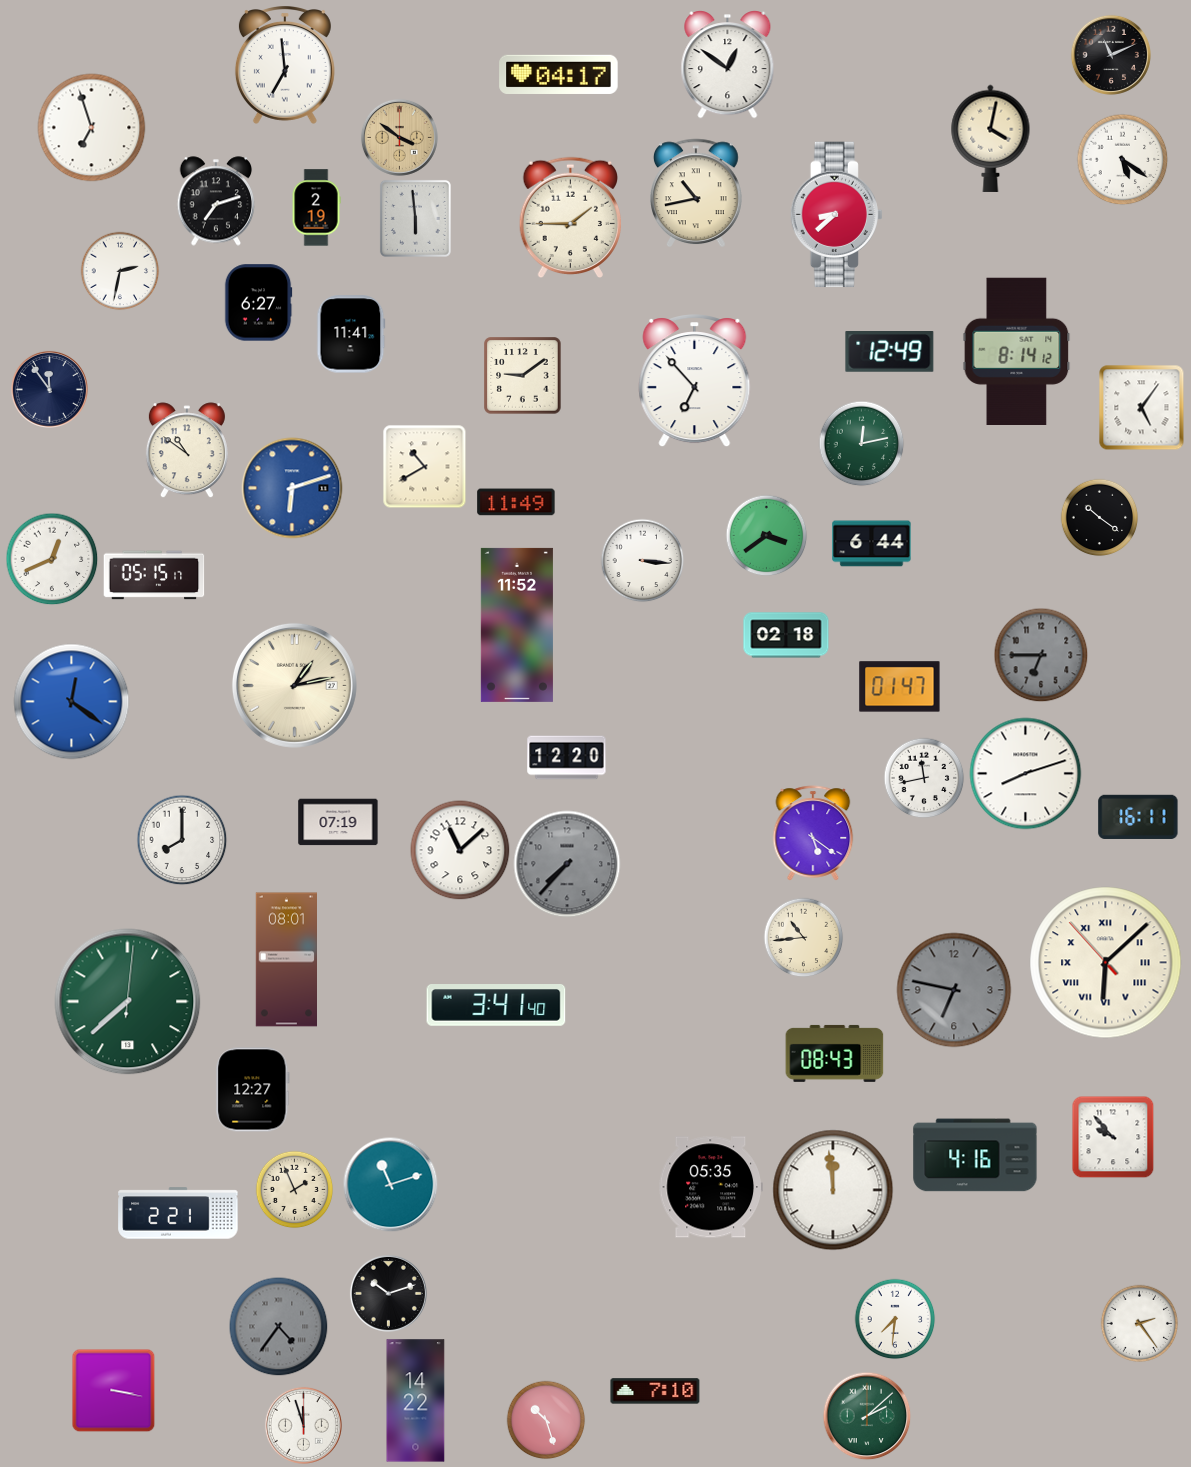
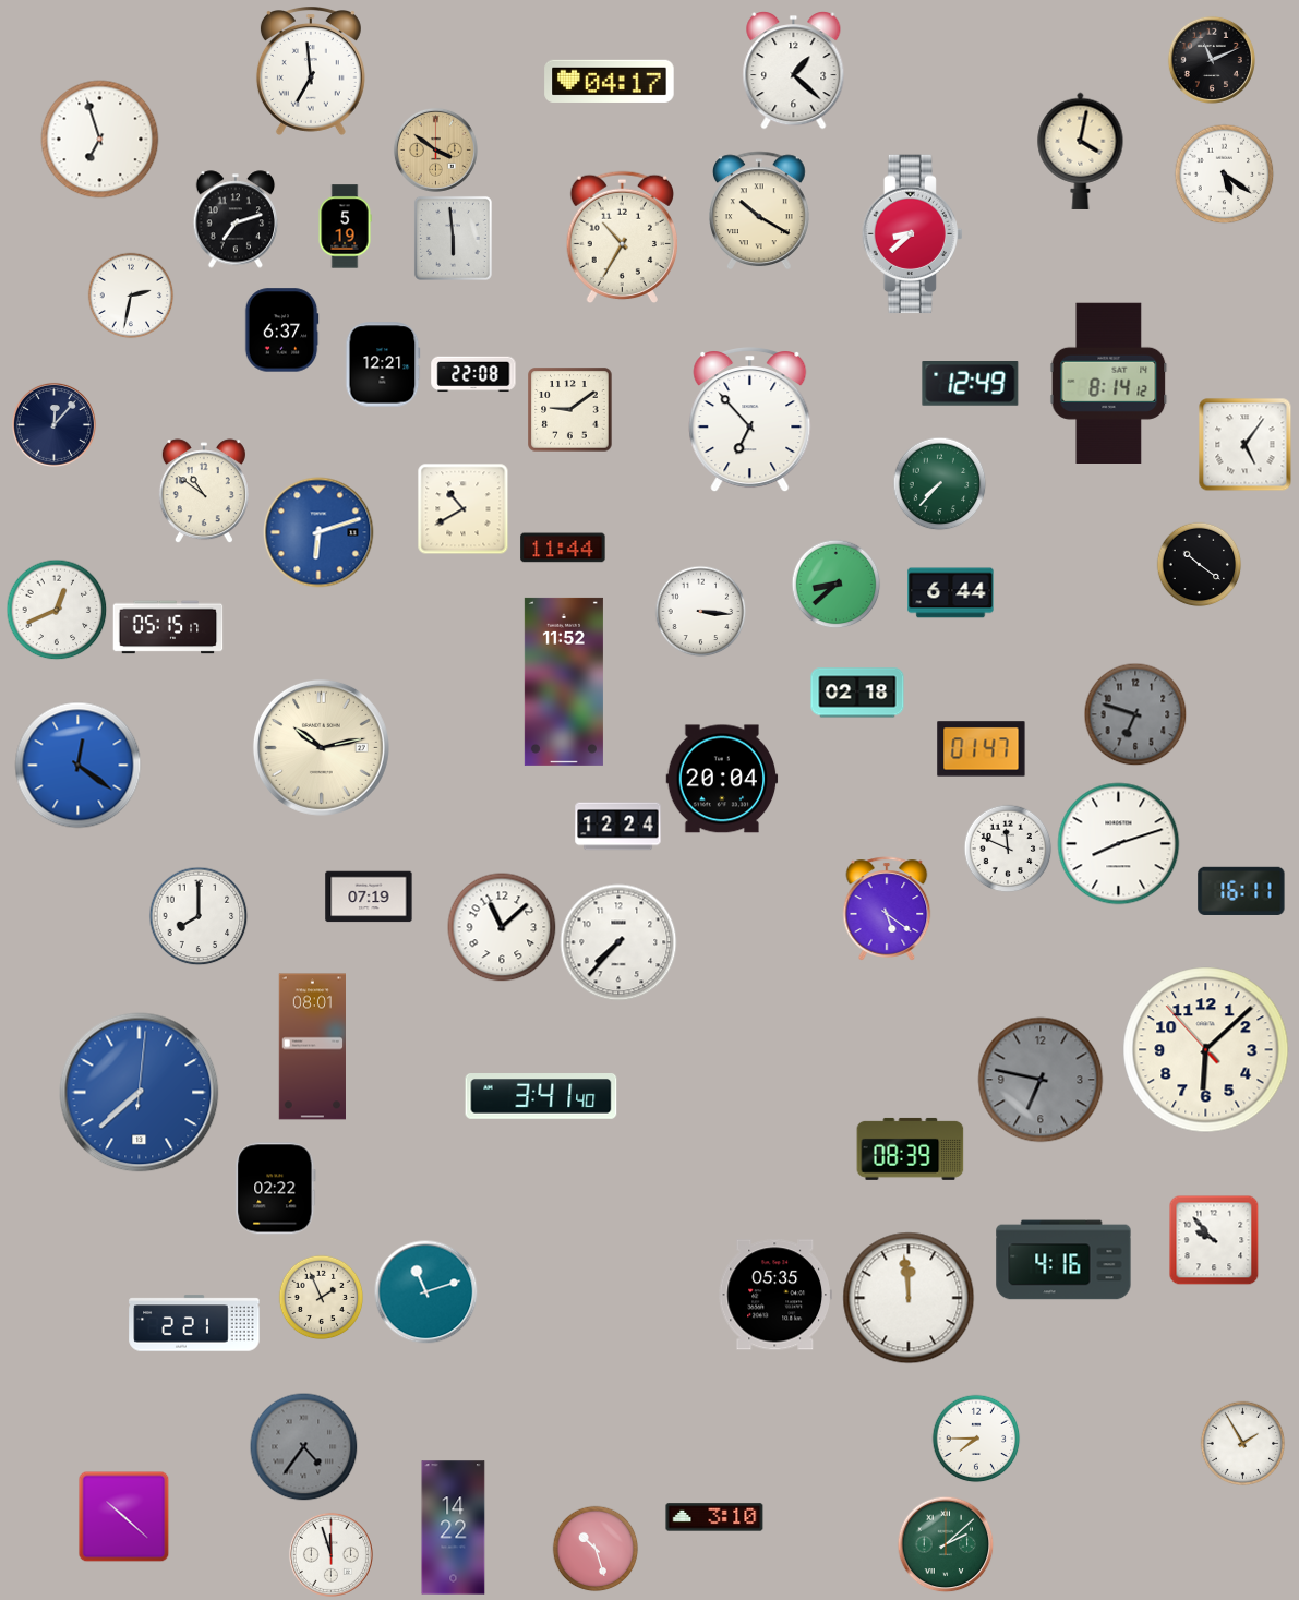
clock at (728, 65): 12:51 -> 1:22
clock at (697, 193): 10:43 -> 10:20
clock at (316, 208): 2:19 -> 5:19
clock at (570, 218): 1:45 -> 10:35
clock at (258, 303): 6:27 -> 6:37
clock at (351, 334): 11:41 -> 12:21
clock at (473, 374): none -> 22:08
clock at (695, 381) position: (695, 381) -> (750, 420)
clock at (49, 389): 11:54 -> 12:07
clock at (861, 443): 12:13 -> 7:37
clock at (516, 502): 11:49 -> 11:44
clock at (766, 535): 3:39 -> 8:38
clock at (1041, 655): 6:45 -> 6:48
clock at (294, 685): 1:13 -> 10:13
clock at (722, 779): none -> 20:04
clock at (567, 758): 12:20 -> 12:24
clock at (924, 778): 11:43 -> 11:49
clock at (567, 864) dial: grey -> white
clock at (803, 937): 10:44 -> none
clock at (1106, 963) numerals: Roman -> Arabic
clock at (128, 1002) dial: green -> blue
clock at (835, 1053): 08:43 -> 08:39
clock at (253, 1090): 12:27 -> 02:22
clock at (388, 1293): 10:12 -> none
clock at (895, 1319): 7:31 -> 7:45
clock at (1139, 1323): 2:24 -> 1:55
clock at (113, 1390): 3:17 -> 10:22
clock at (655, 1391): 7:10 -> 3:10
